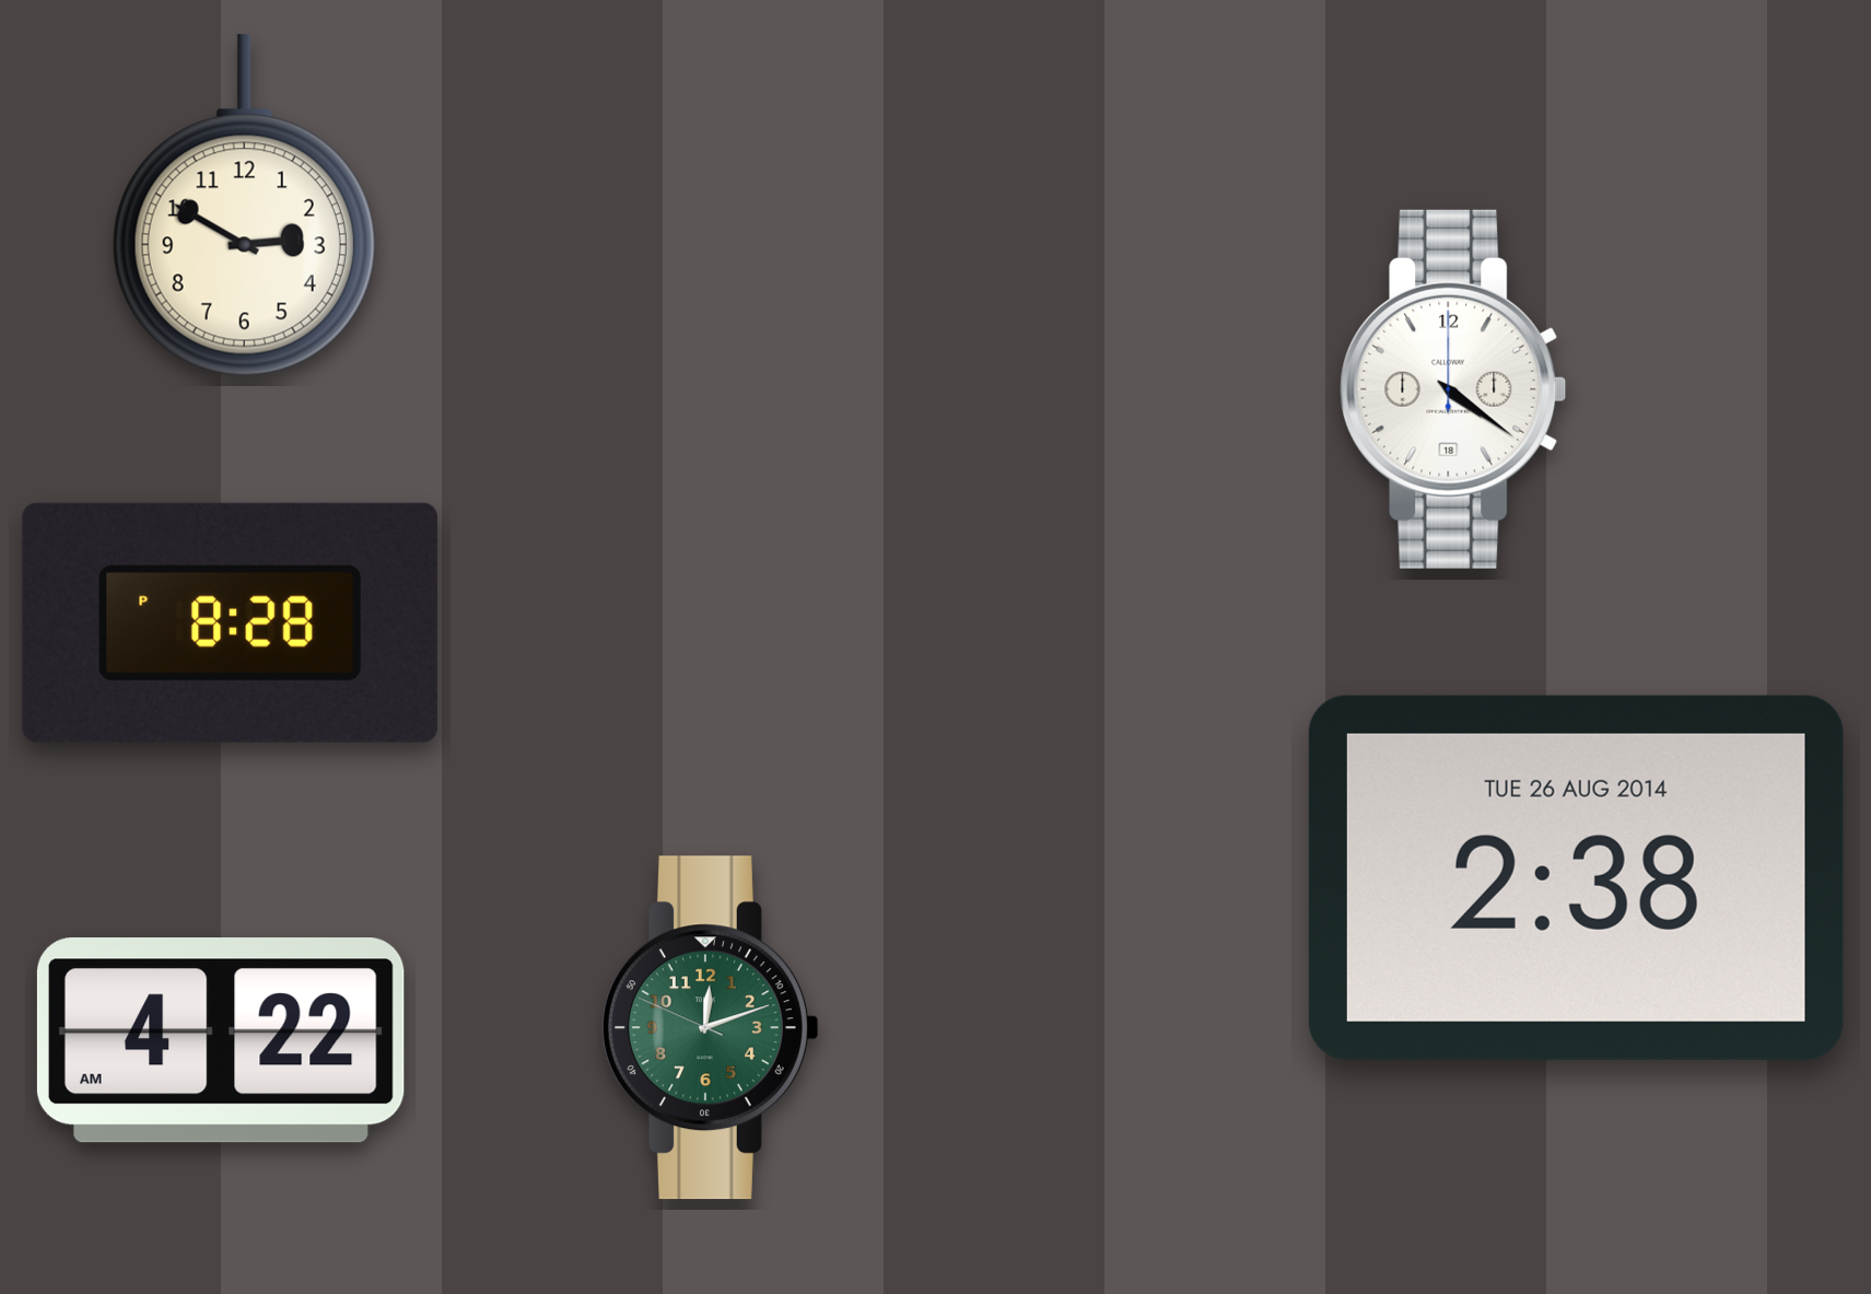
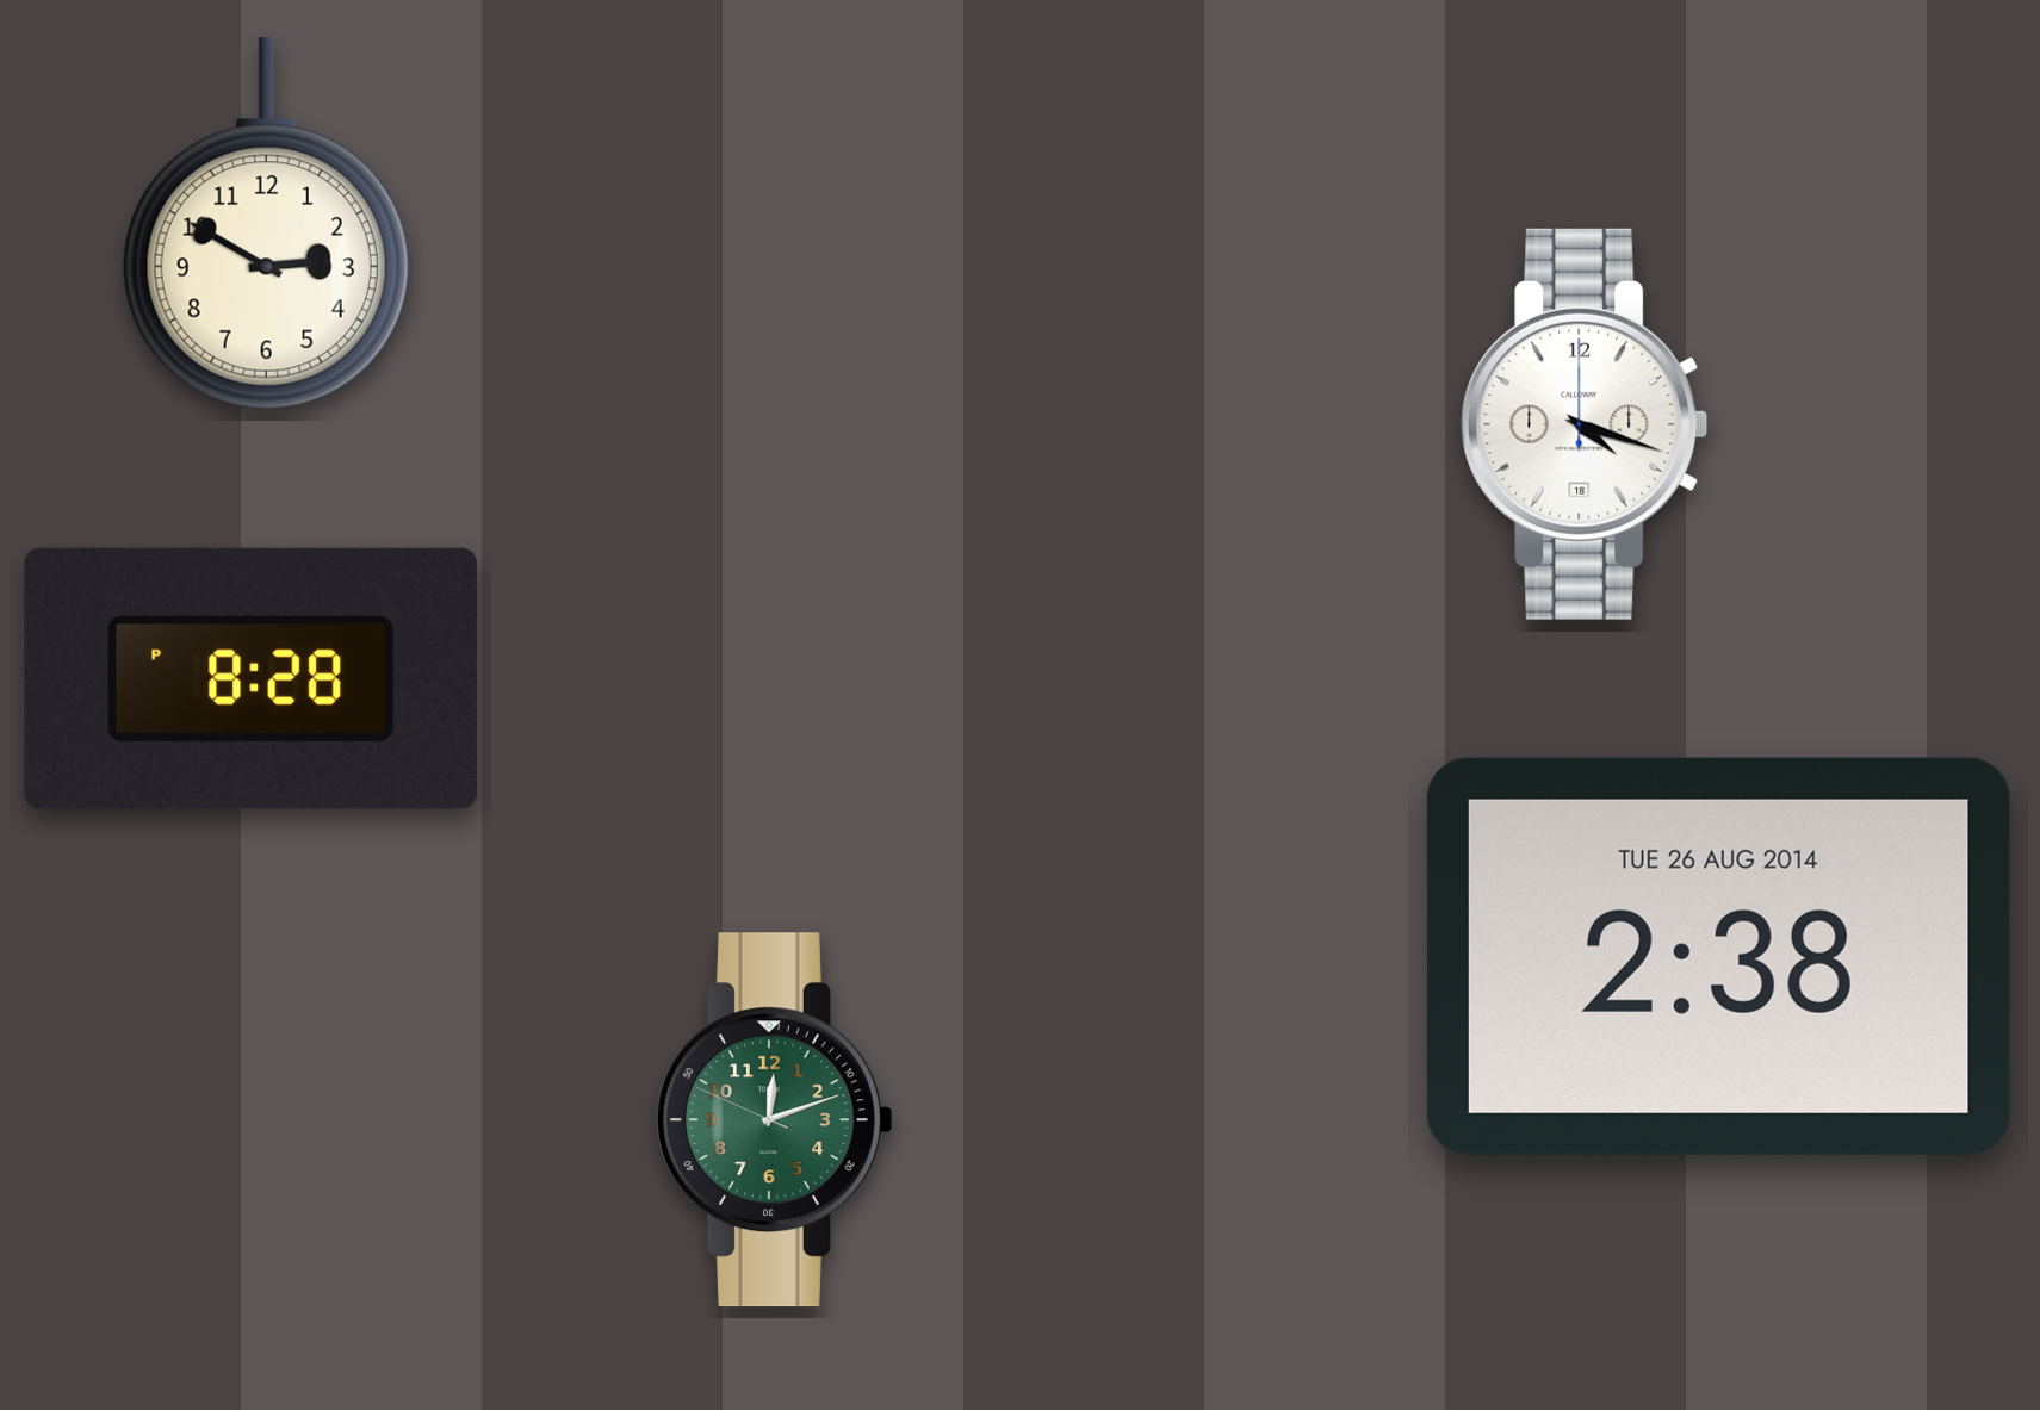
clock at (1453, 389): 4:21 -> 4:18
clock at (221, 1040): 4:22 -> none
